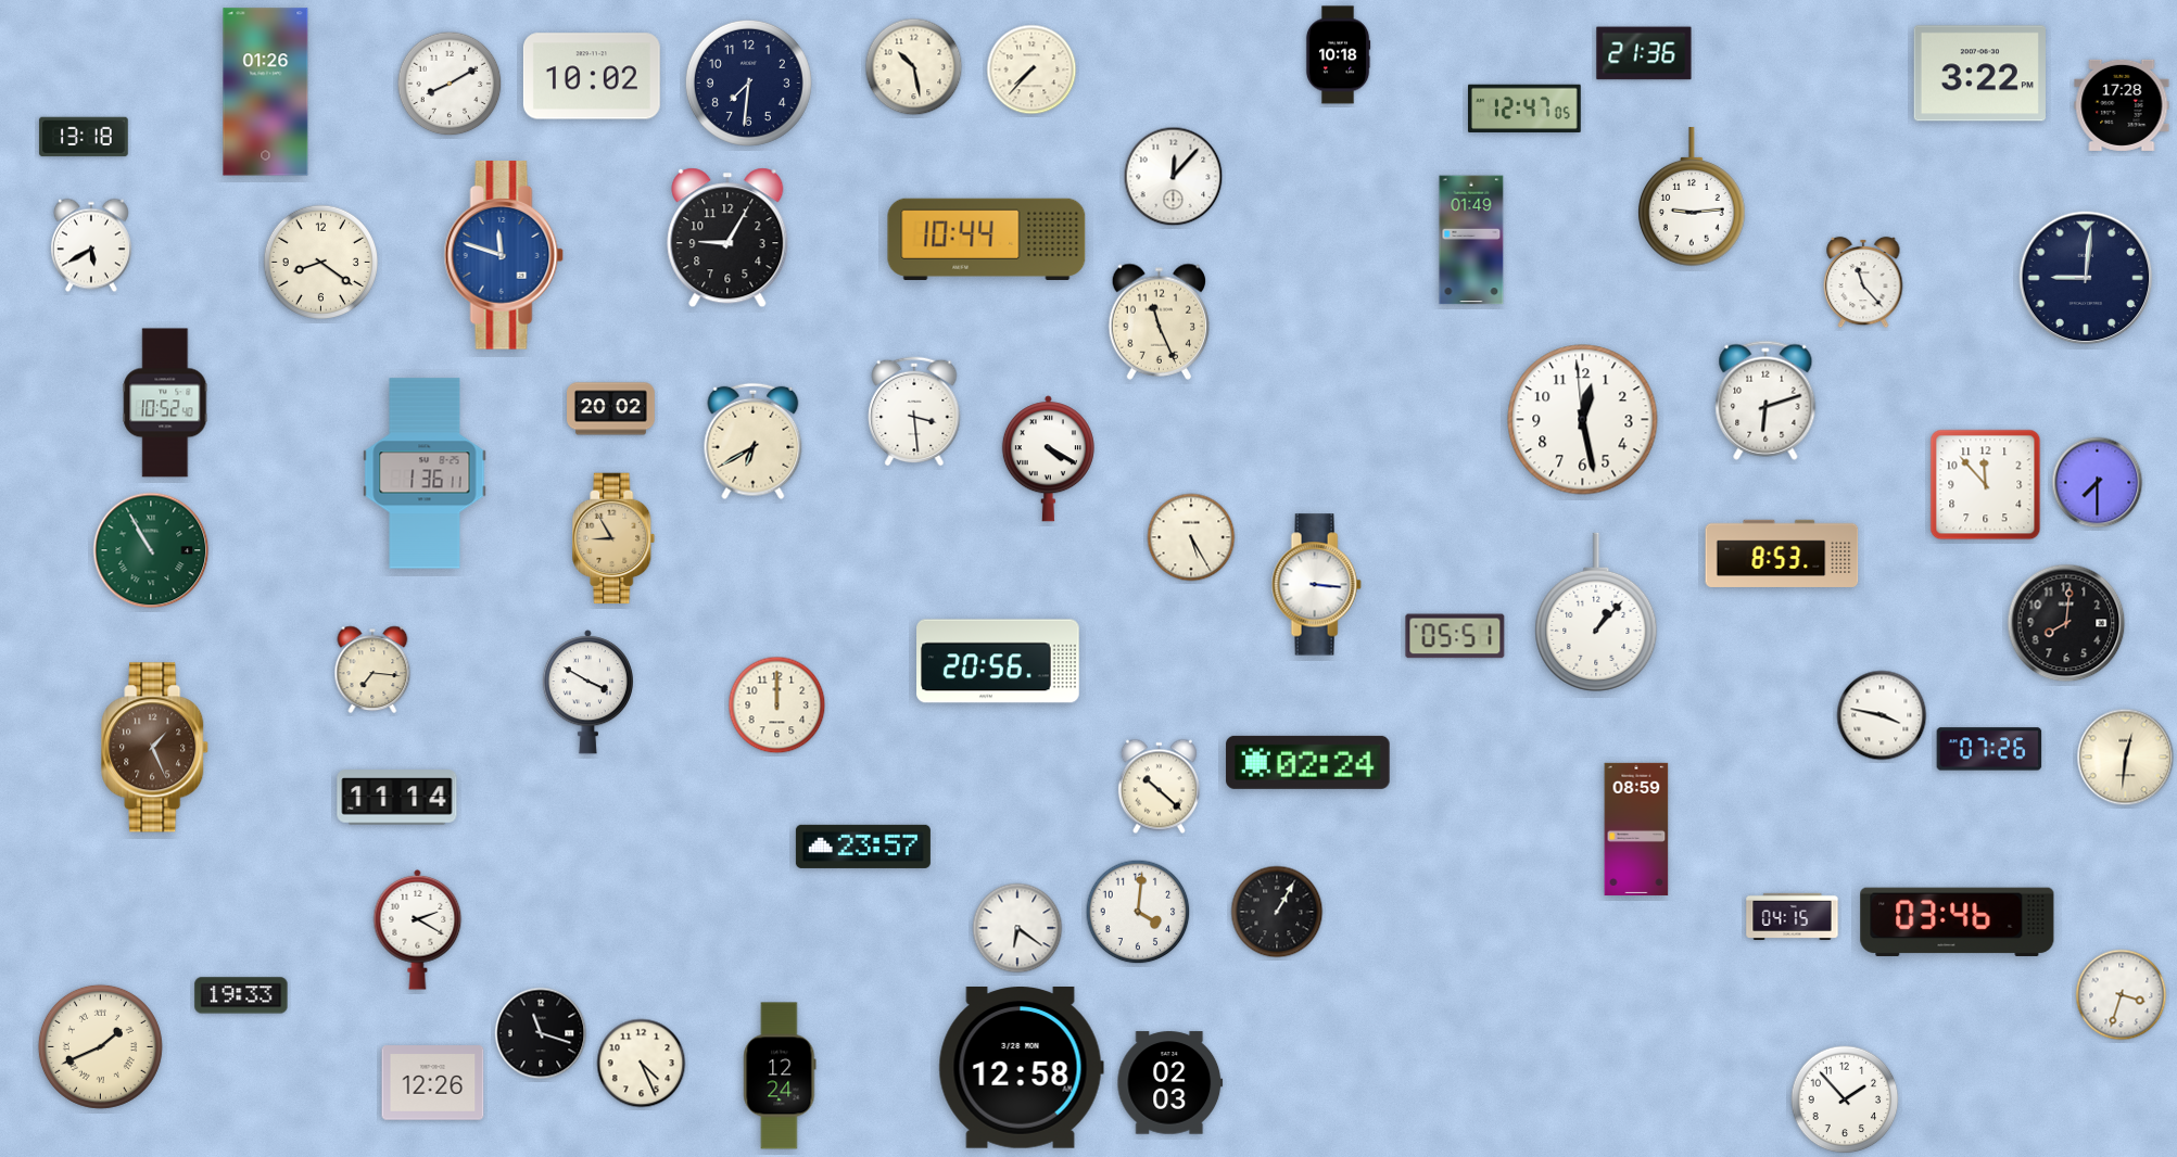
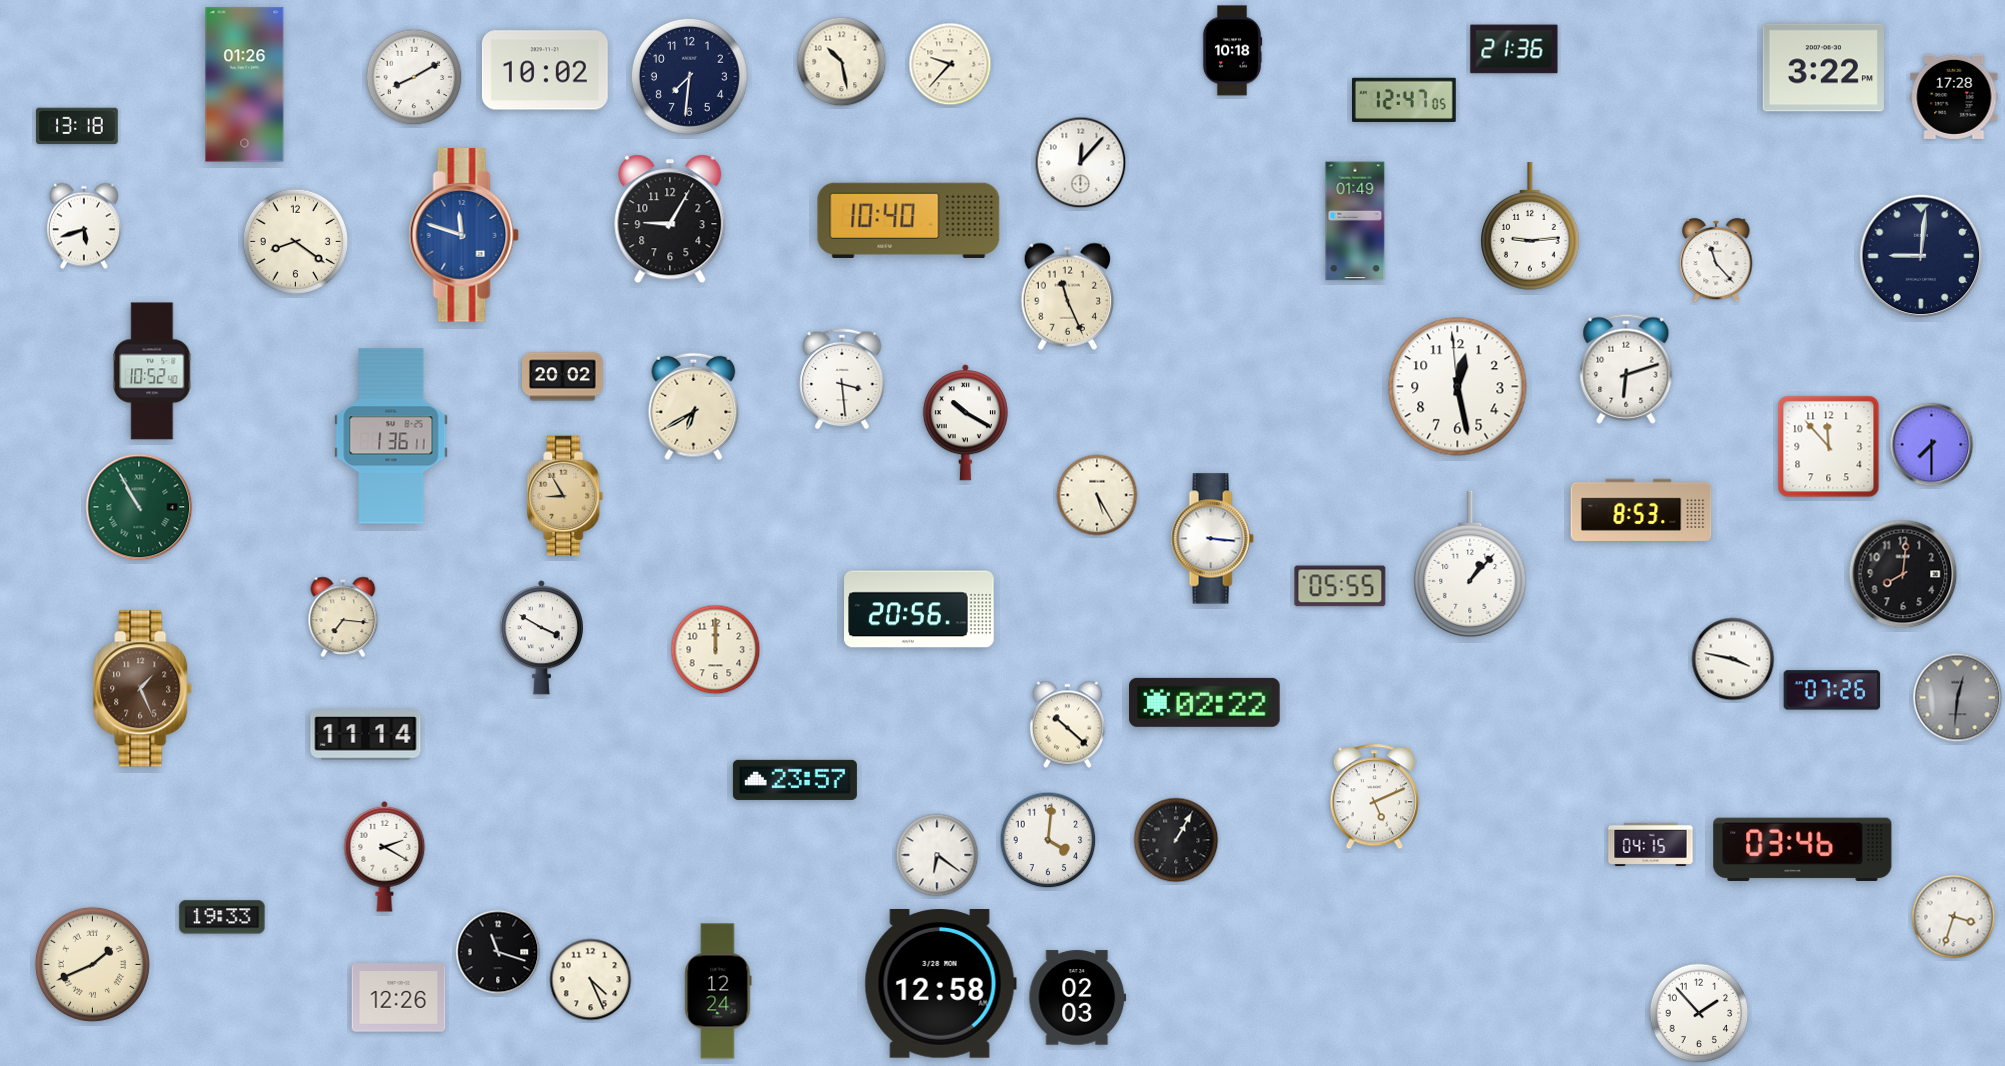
clock at (1031, 69): 7:37 -> 9:37
clock at (1692, 198) position: (1692, 198) -> (1530, 227)
clock at (987, 239): 10:44 -> 10:40
clock at (91, 245): 5:40 -> 5:42
clock at (1048, 459): 4:20 -> 10:20
clock at (1455, 636): 05:51 -> 05:55
clock at (2126, 758) dial: cream -> grey
clock at (1308, 762): 02:24 -> 02:22
clock at (1636, 829): 08:59 -> none
clock at (1374, 797): none -> 5:11
